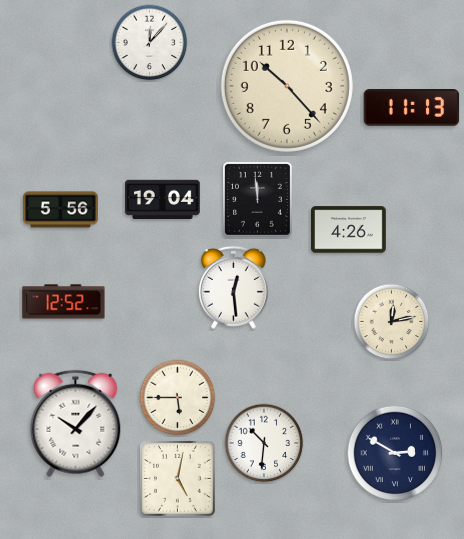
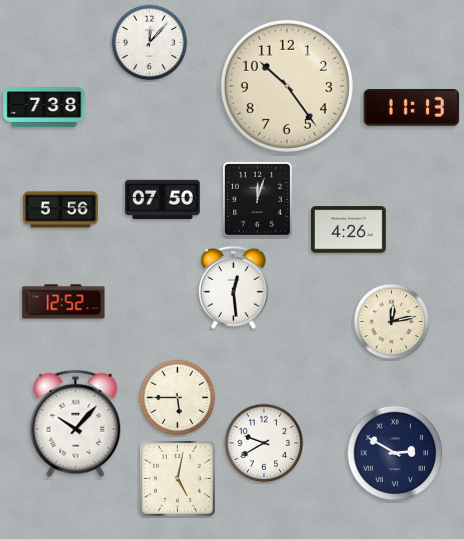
clock at (287, 86): 10:23 -> 10:24
clock at (44, 108): none -> 7:38
clock at (163, 200): 19:04 -> 07:50
clock at (257, 200): 11:59 -> 12:03
clock at (264, 443): 10:31 -> 9:40
